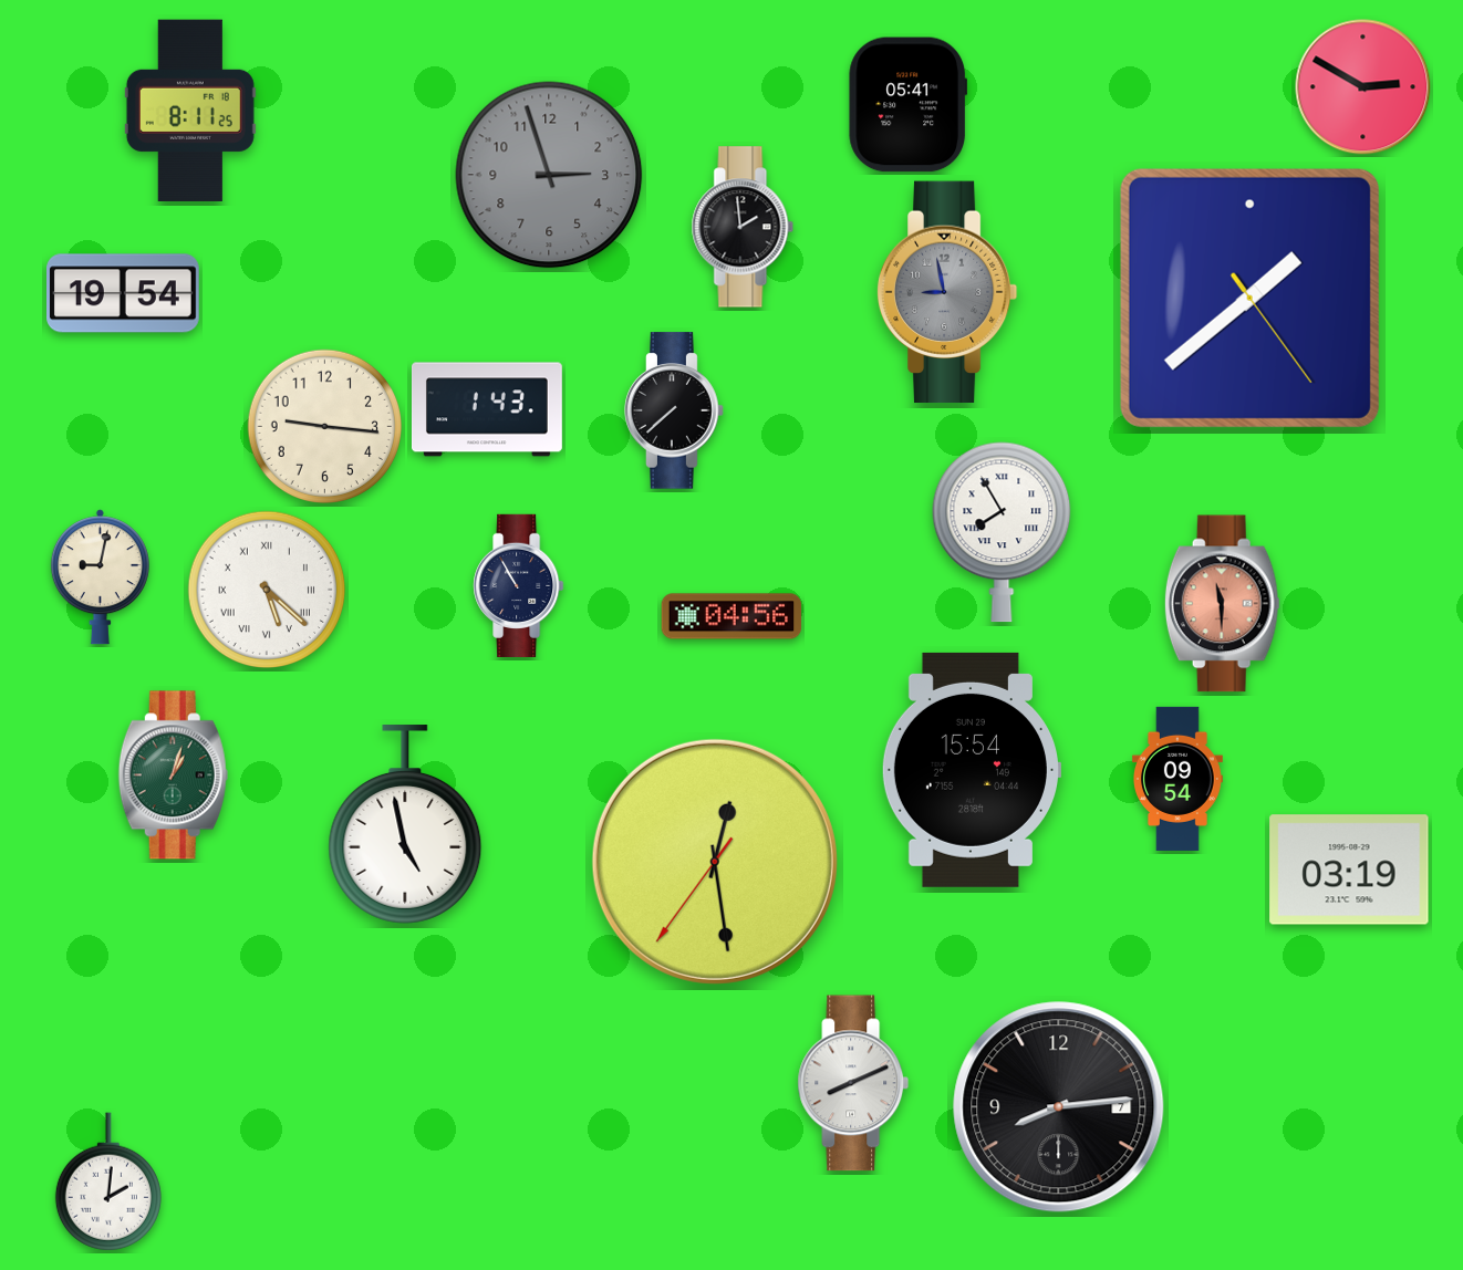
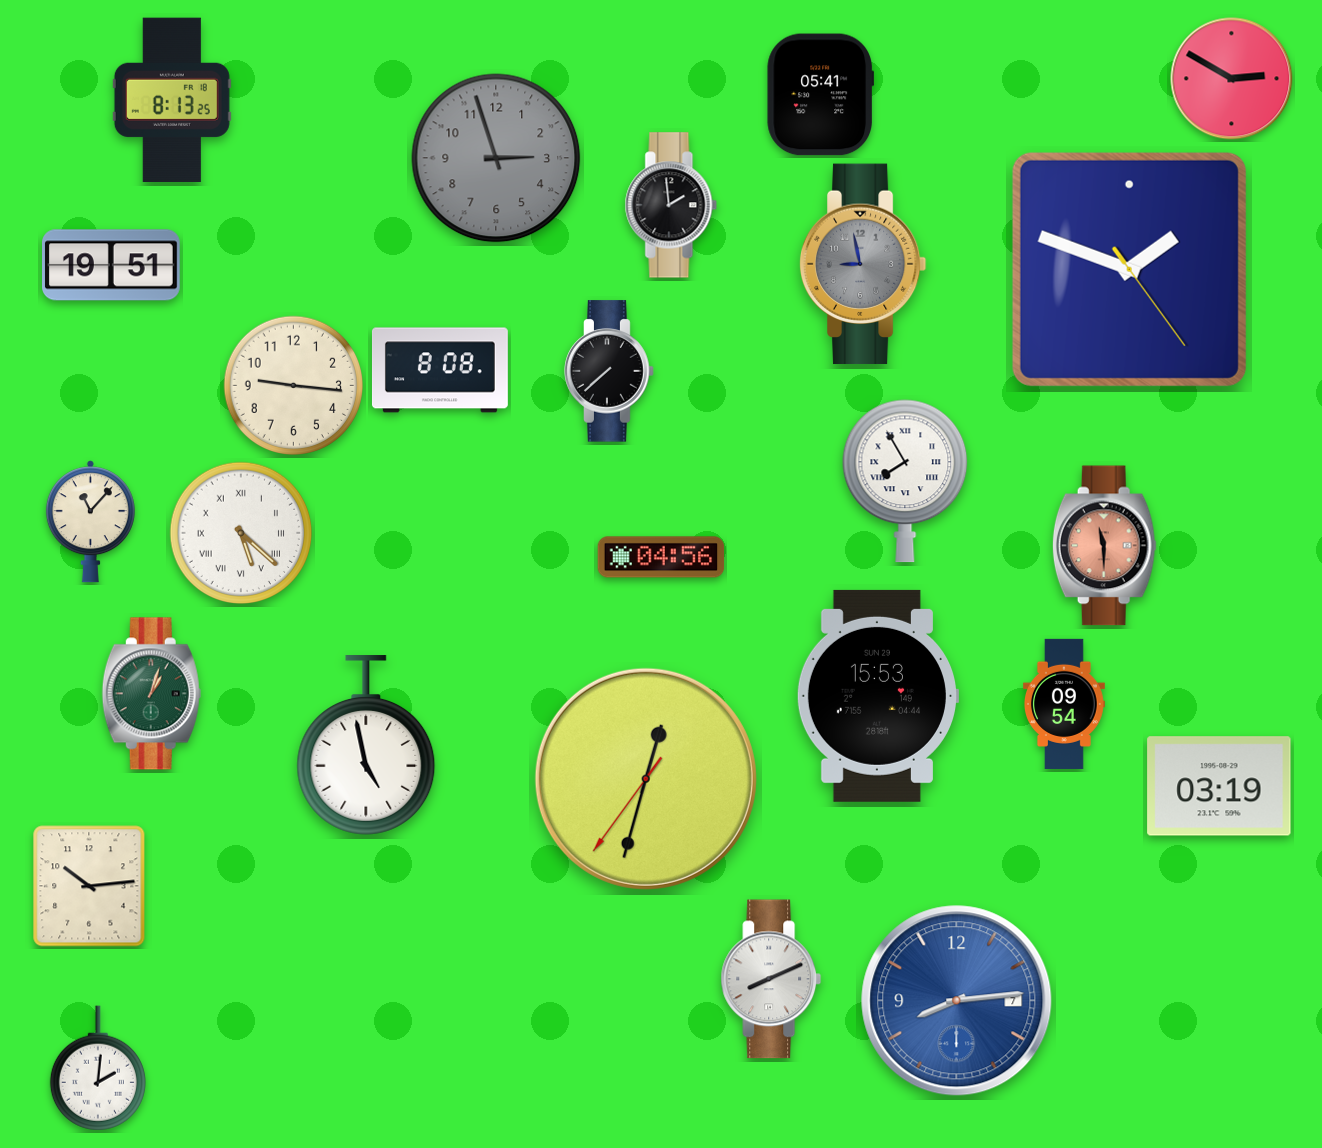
clock at (190, 110): 8:11 -> 8:13
clock at (947, 292) position: (947, 292) -> (863, 264)
clock at (124, 293): 19:54 -> 19:51
clock at (1249, 298): 1:38 -> 1:48
clock at (487, 409): 1:43 -> 8:08
clock at (100, 577): 9:02 -> 11:07
clock at (519, 585): 10:55 -> none
clock at (971, 770): 15:54 -> 15:53
clock at (173, 775) position: (173, 775) -> (151, 694)
clock at (715, 862): 12:28 -> 12:32
clock at (89, 886): none -> 10:14
clock at (1059, 1107) dial: black -> blue
